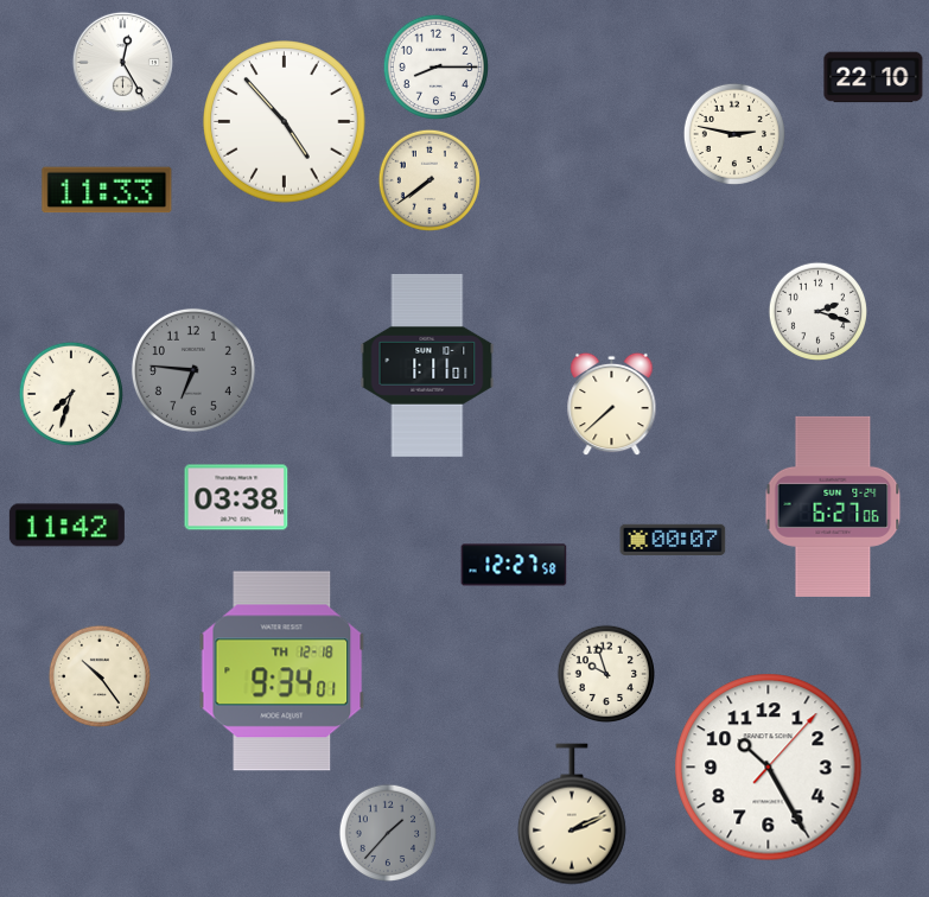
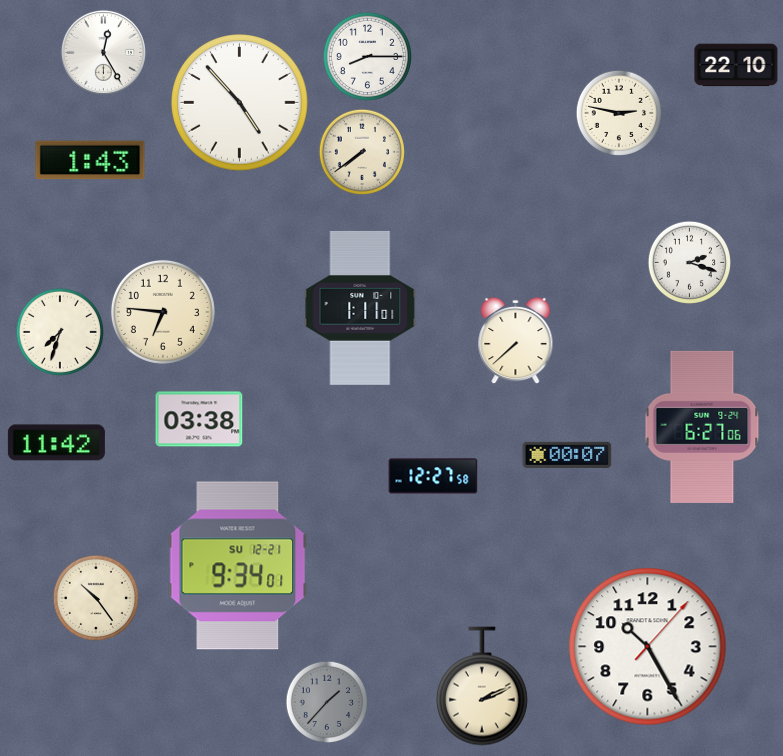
clock at (107, 190): 11:33 -> 1:43
clock at (193, 370) dial: grey -> cream
clock at (282, 672) date: TH 12-18 -> SU 12-21
clock at (605, 673): 9:57 -> none
clock at (100, 676) position: (100, 676) -> (96, 598)
